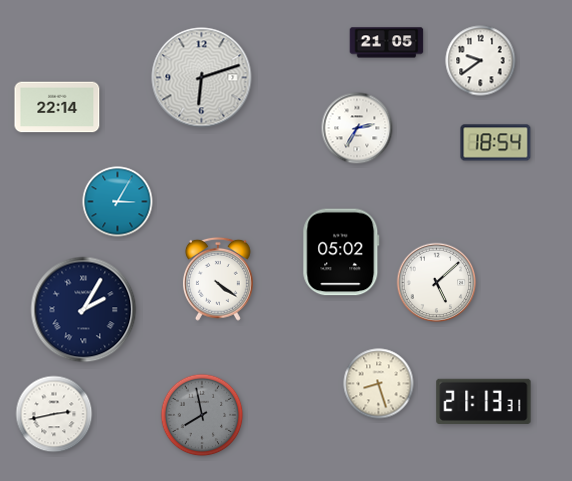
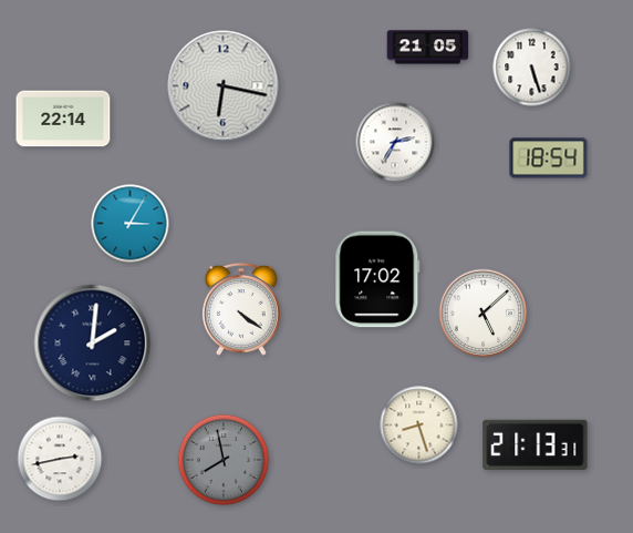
clock at (481, 61): 9:39 -> 5:27
clock at (202, 78): 6:12 -> 6:17
clock at (341, 252): 05:02 -> 17:02
clock at (84, 310): 2:05 -> 2:01
